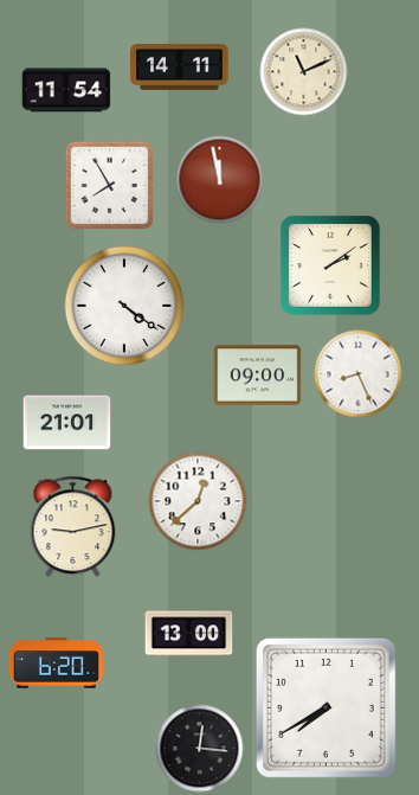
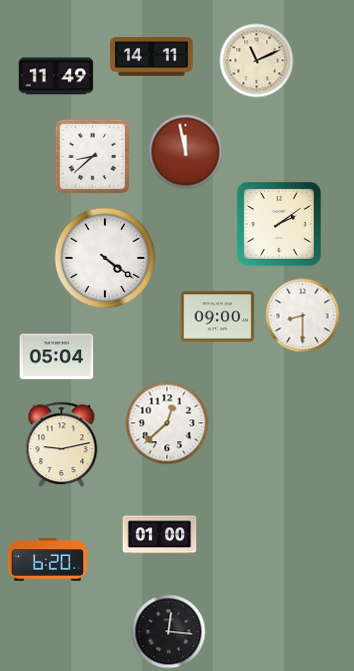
clock at (66, 90): 11:54 -> 11:49
clock at (110, 186): 7:55 -> 8:38
clock at (359, 374): 8:26 -> 8:30
clock at (67, 423): 21:01 -> 05:04
clock at (189, 634): 13:00 -> 01:00
clock at (325, 707): 7:40 -> none
